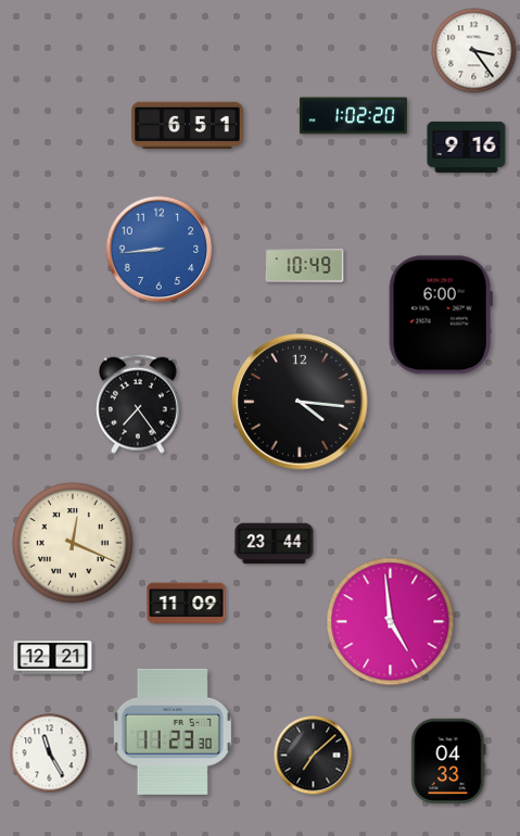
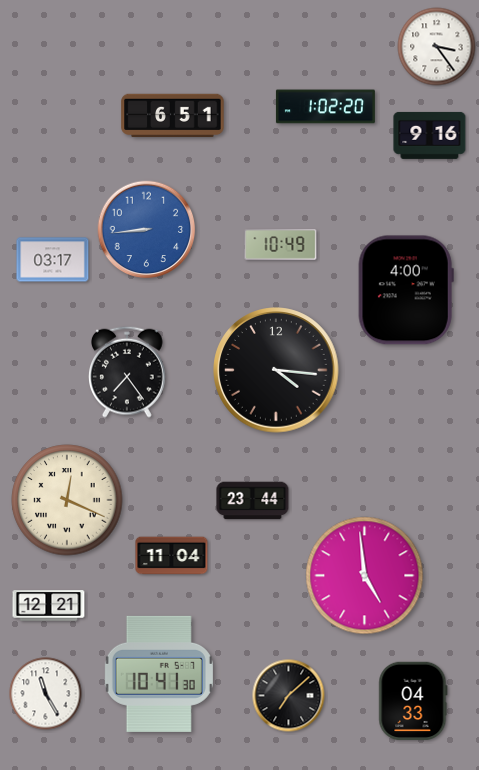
clock at (53, 260): none -> 03:17
clock at (441, 315): 6:00 -> 4:00
clock at (187, 604): 11:09 -> 11:04
clock at (391, 622) position: (391, 622) -> (365, 576)
clock at (173, 732): 11:23 -> 10:41
